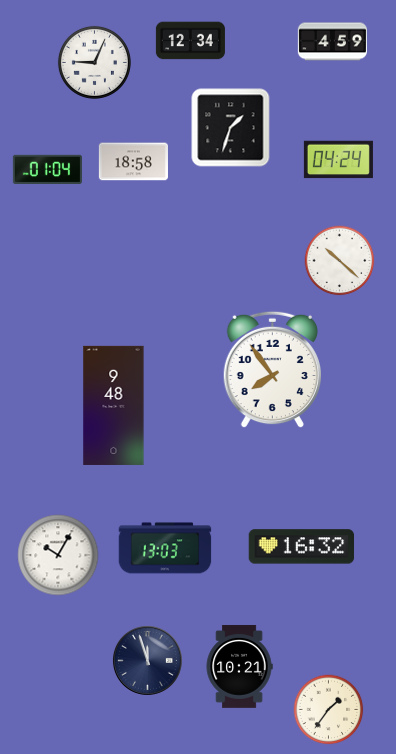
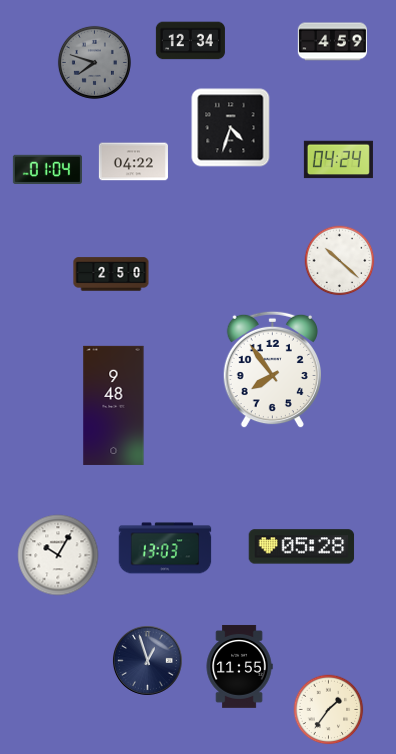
clock at (94, 62): 9:04 -> 7:48
clock at (94, 62) dial: white -> grey
clock at (231, 128): 1:33 -> 4:33
clock at (133, 162): 18:58 -> 04:22
clock at (111, 274): none -> 2:50
clock at (302, 547): 16:32 -> 05:28
clock at (147, 660): 11:57 -> 12:57
clock at (239, 666): 10:21 -> 11:55
